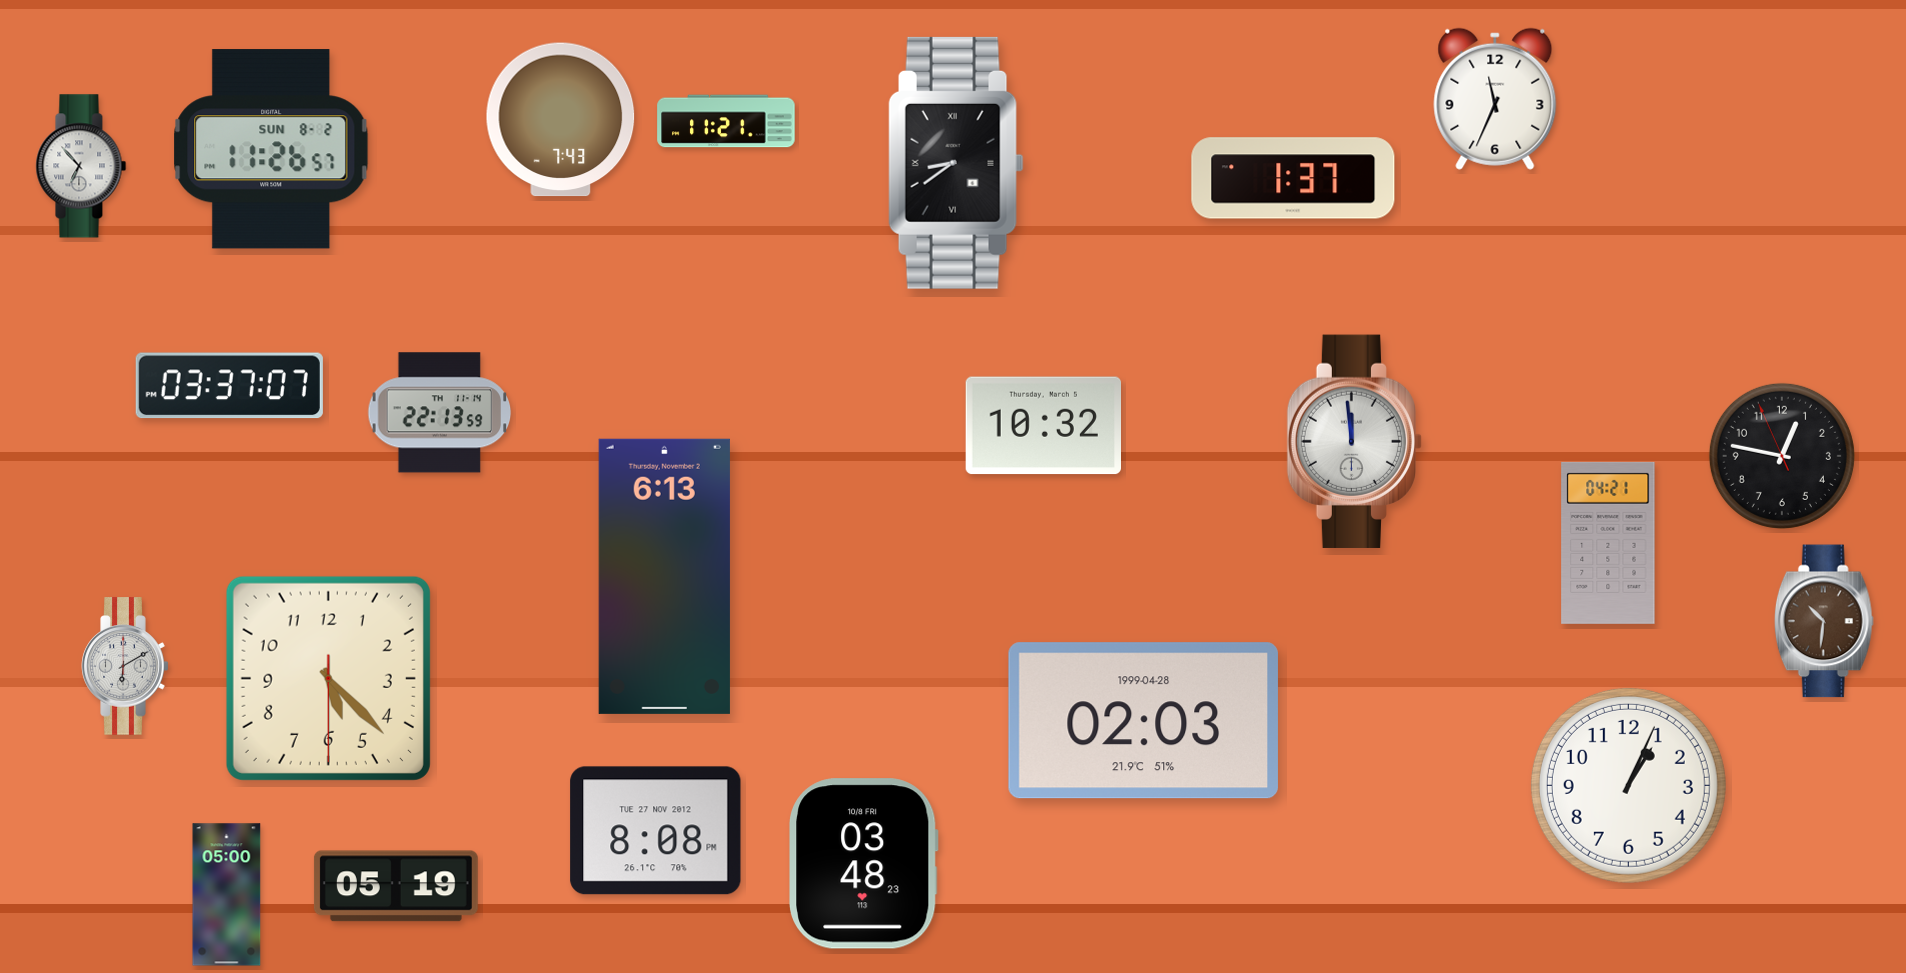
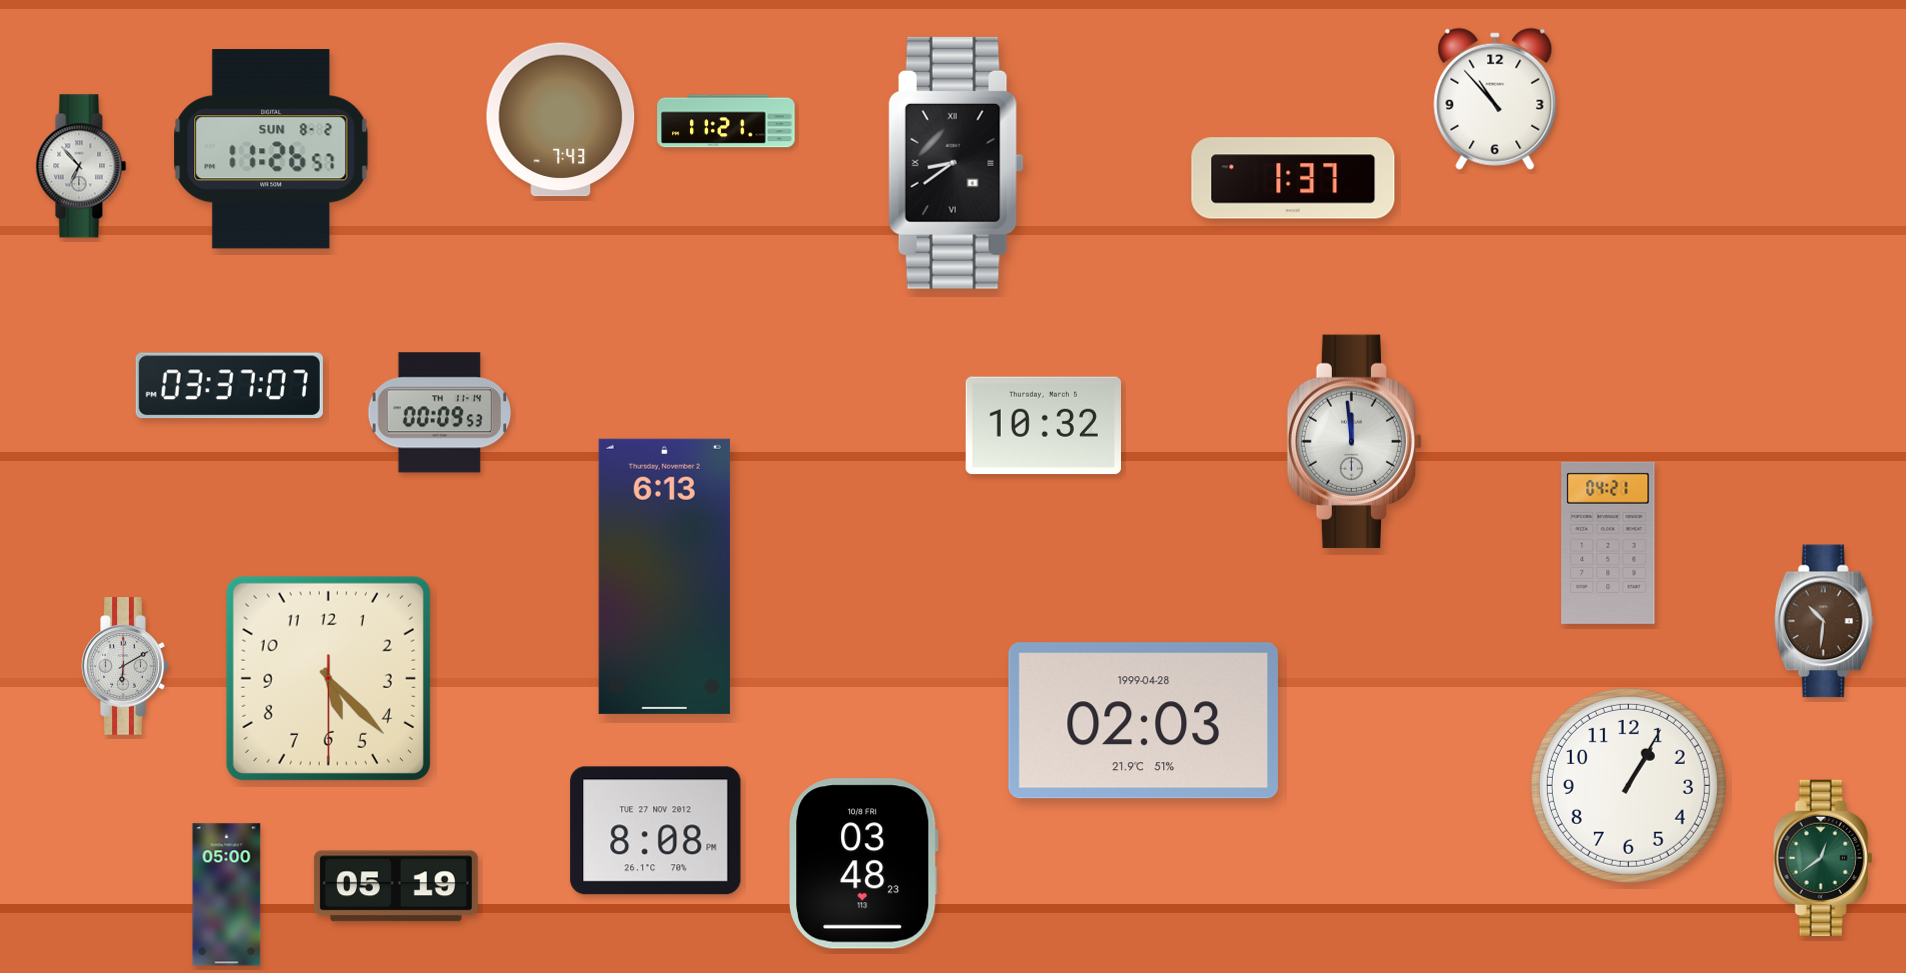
clock at (1495, 99): 11:34 -> 10:53
clock at (440, 413): 22:13 -> 00:09
clock at (1782, 456): 12:46 -> none
clock at (1628, 785): 1:04 -> 1:05
clock at (1823, 857): none -> 12:39
